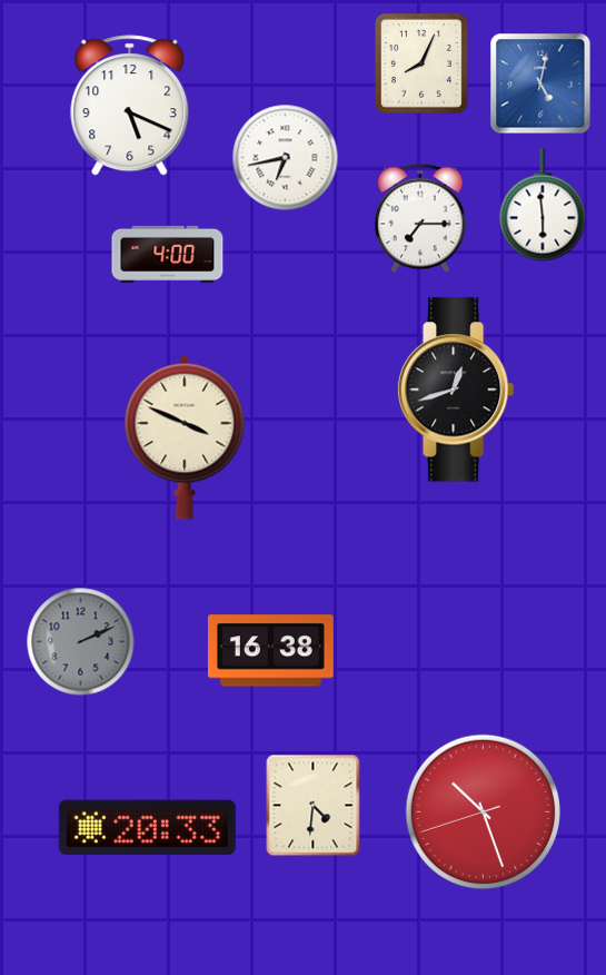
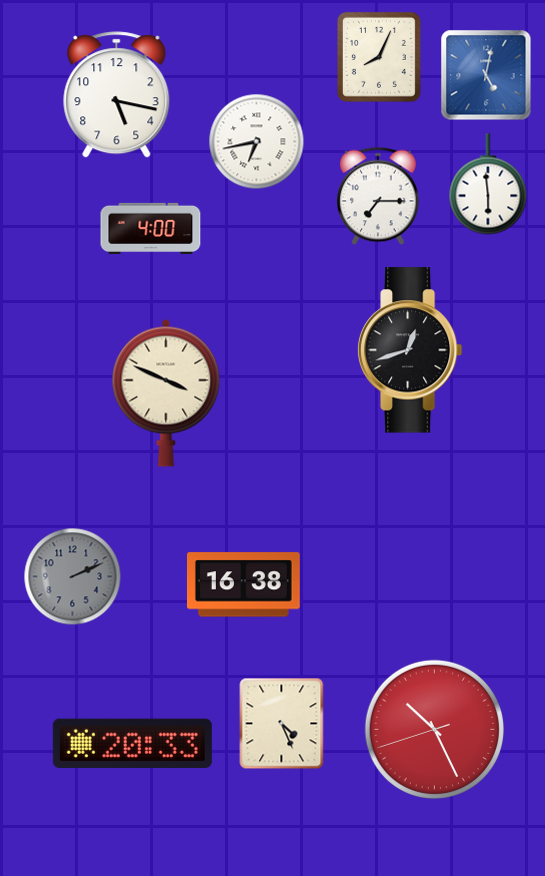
clock at (130, 106): 5:19 -> 5:17
clock at (314, 806): 4:31 -> 4:26
clock at (483, 811): 10:26 -> 10:25
